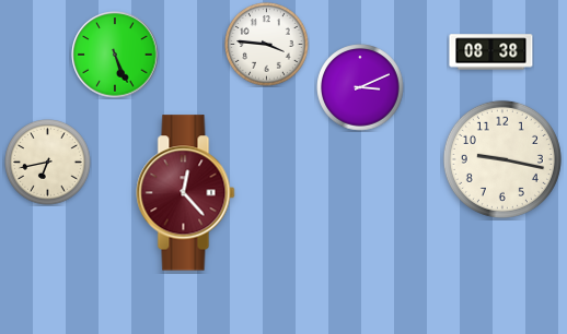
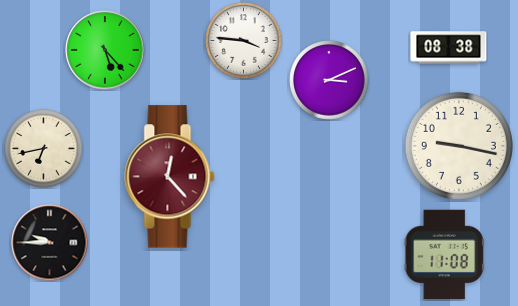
clock at (115, 55): 5:26 -> 5:23
clock at (50, 243): none -> 9:45
clock at (444, 255): none -> 11:08
